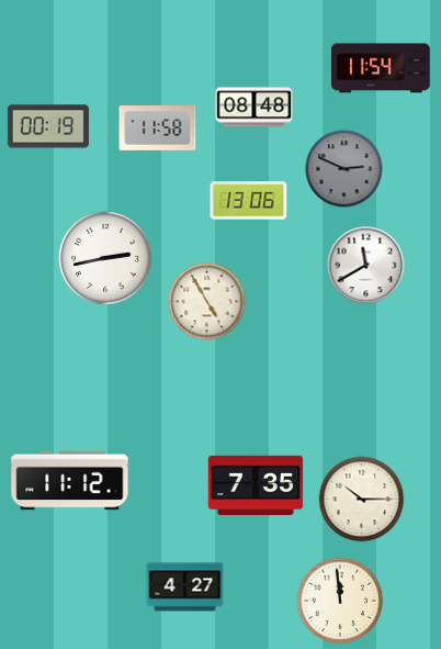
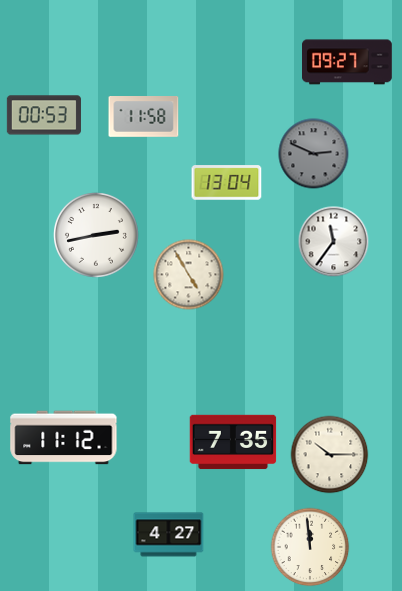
clock at (382, 68): 11:54 -> 09:27
clock at (255, 108): 08:48 -> none
clock at (48, 126): 00:19 -> 00:53
clock at (249, 201): 13:06 -> 13:04
clock at (366, 266): 11:40 -> 11:36
